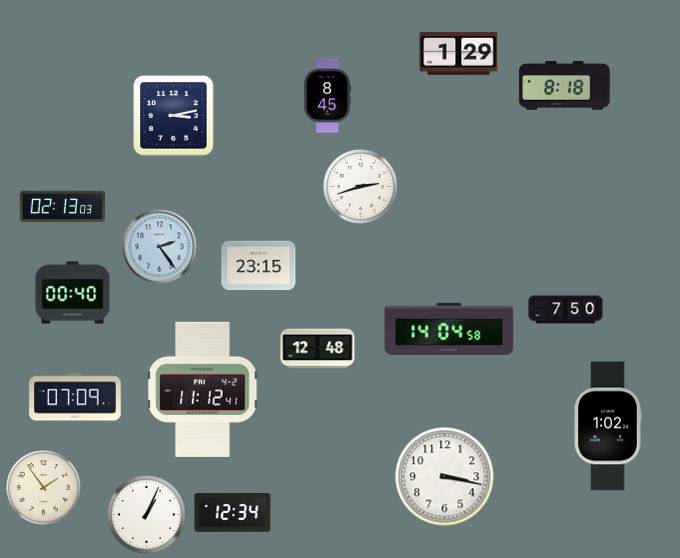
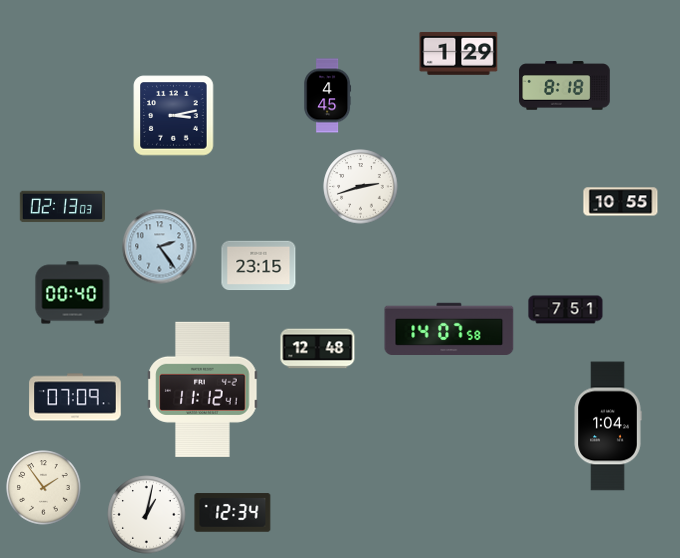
clock at (328, 96): 8:45 -> 4:45
clock at (621, 202): none -> 10:55
clock at (566, 310): 7:50 -> 7:51
clock at (449, 328): 14:04 -> 14:07
clock at (608, 426): 1:02 -> 1:04
clock at (445, 477): 3:17 -> none
clock at (147, 515): 1:04 -> 1:02
